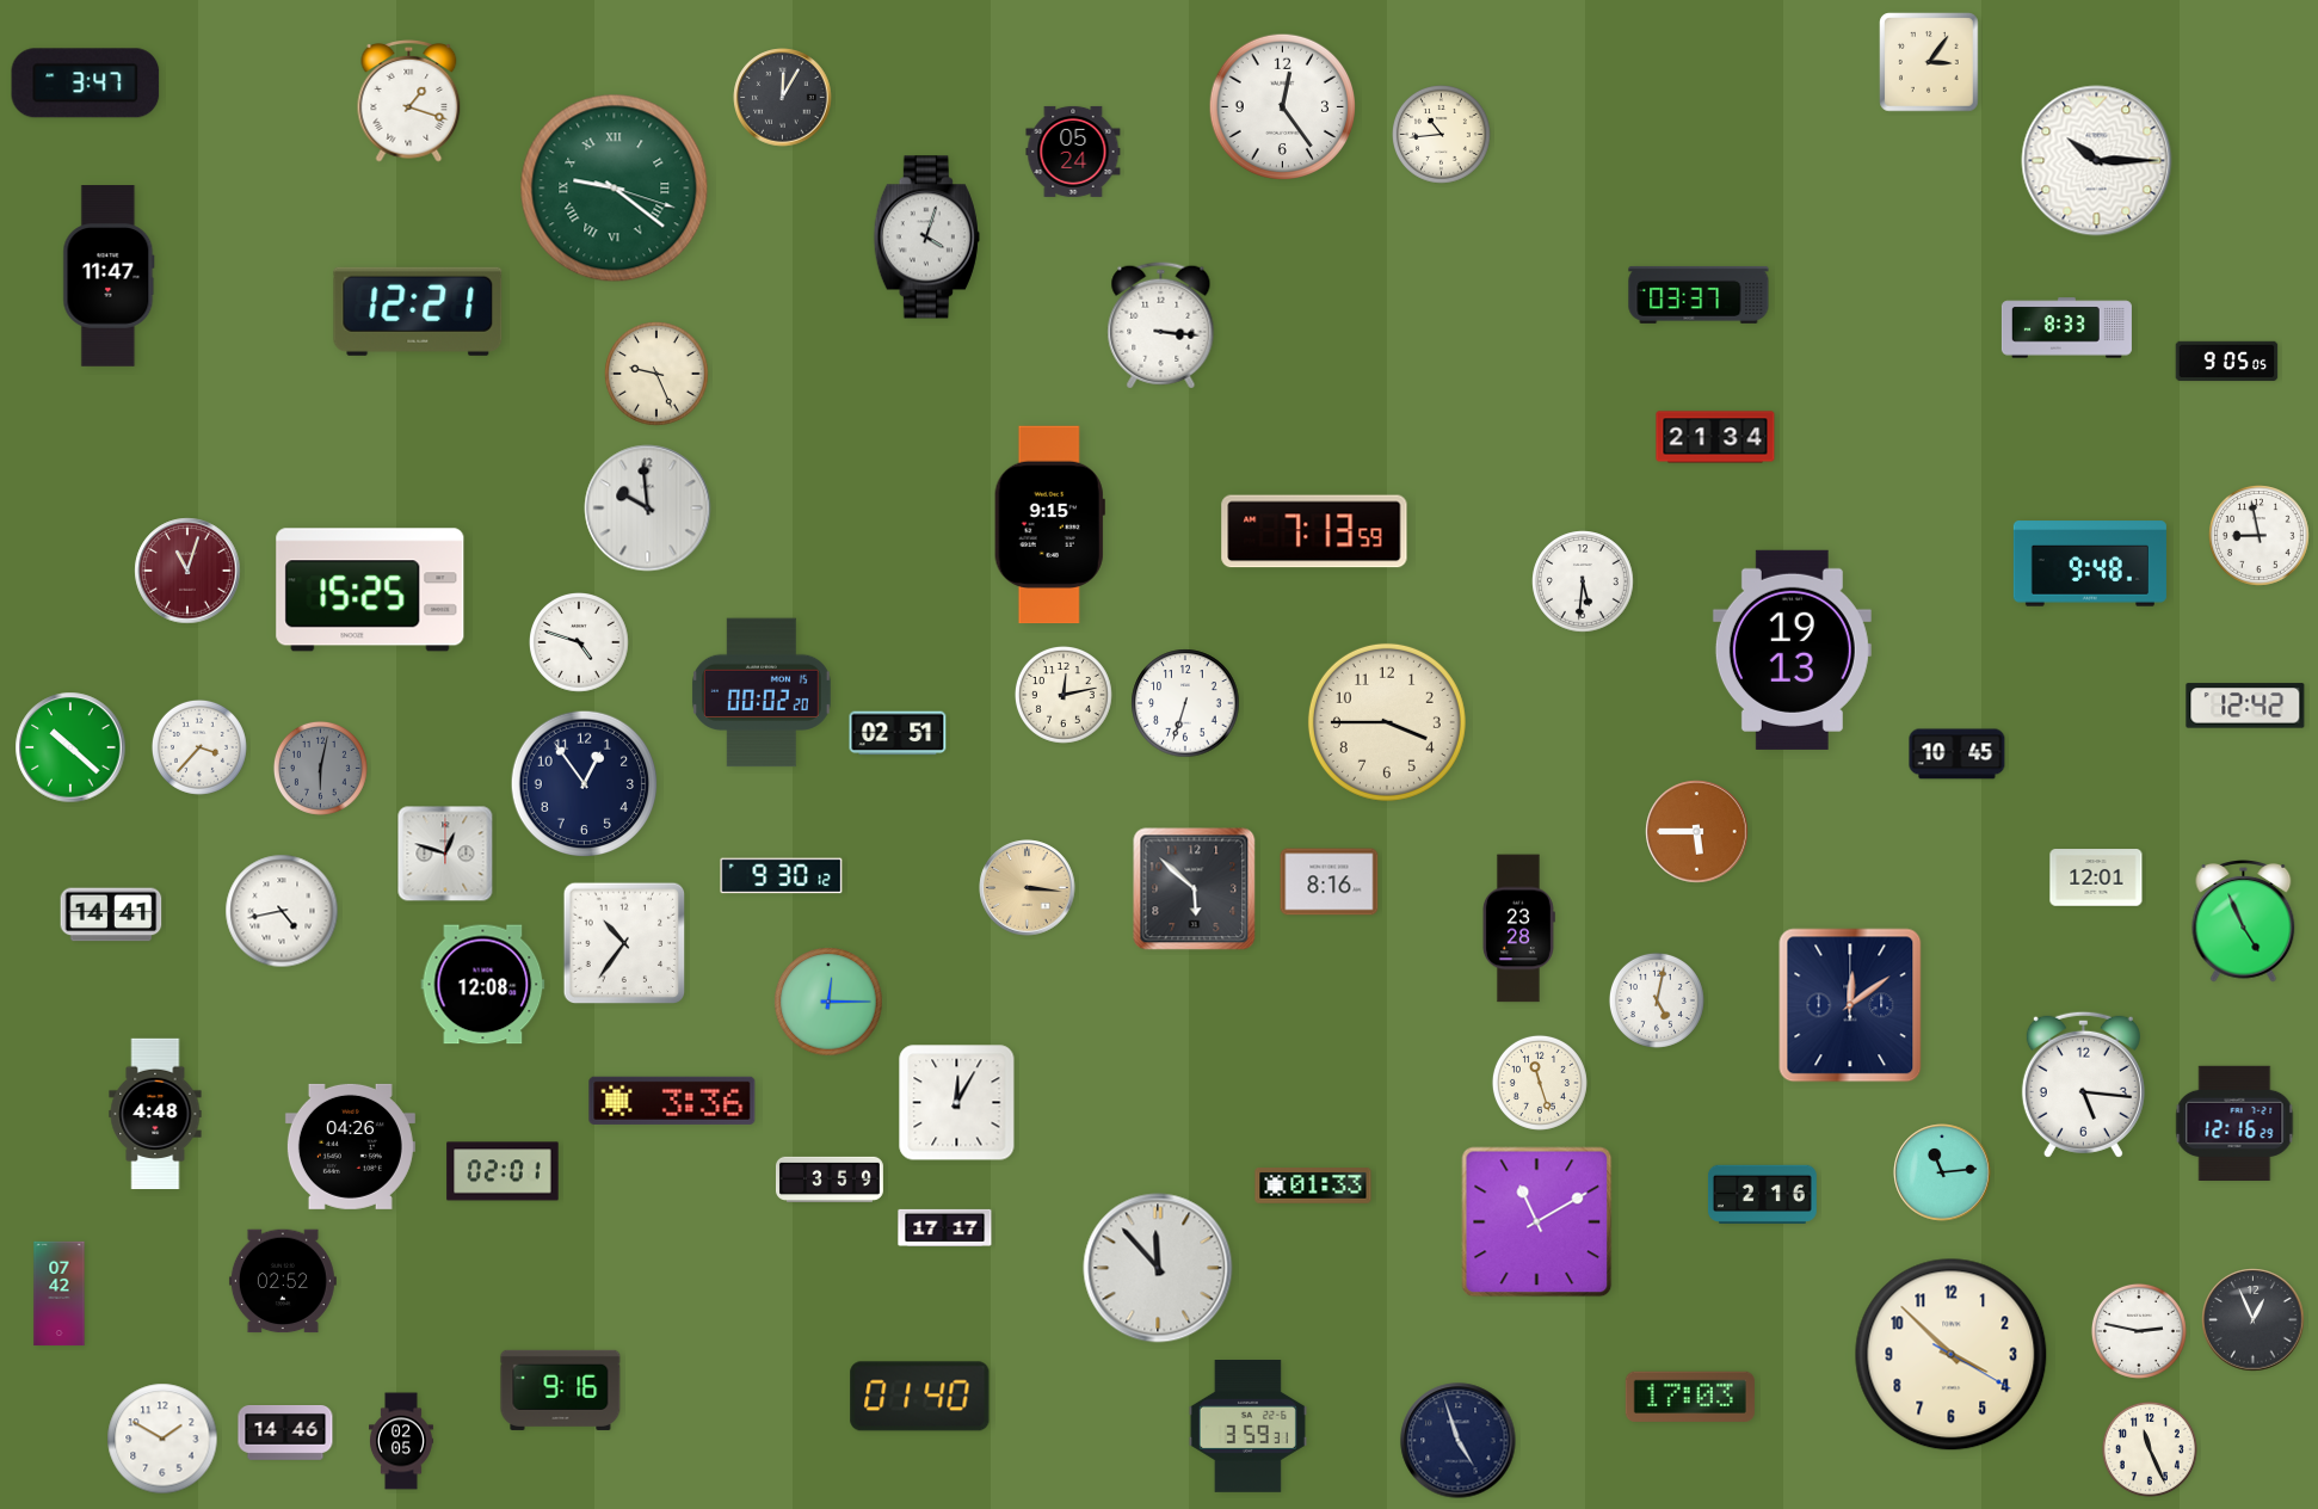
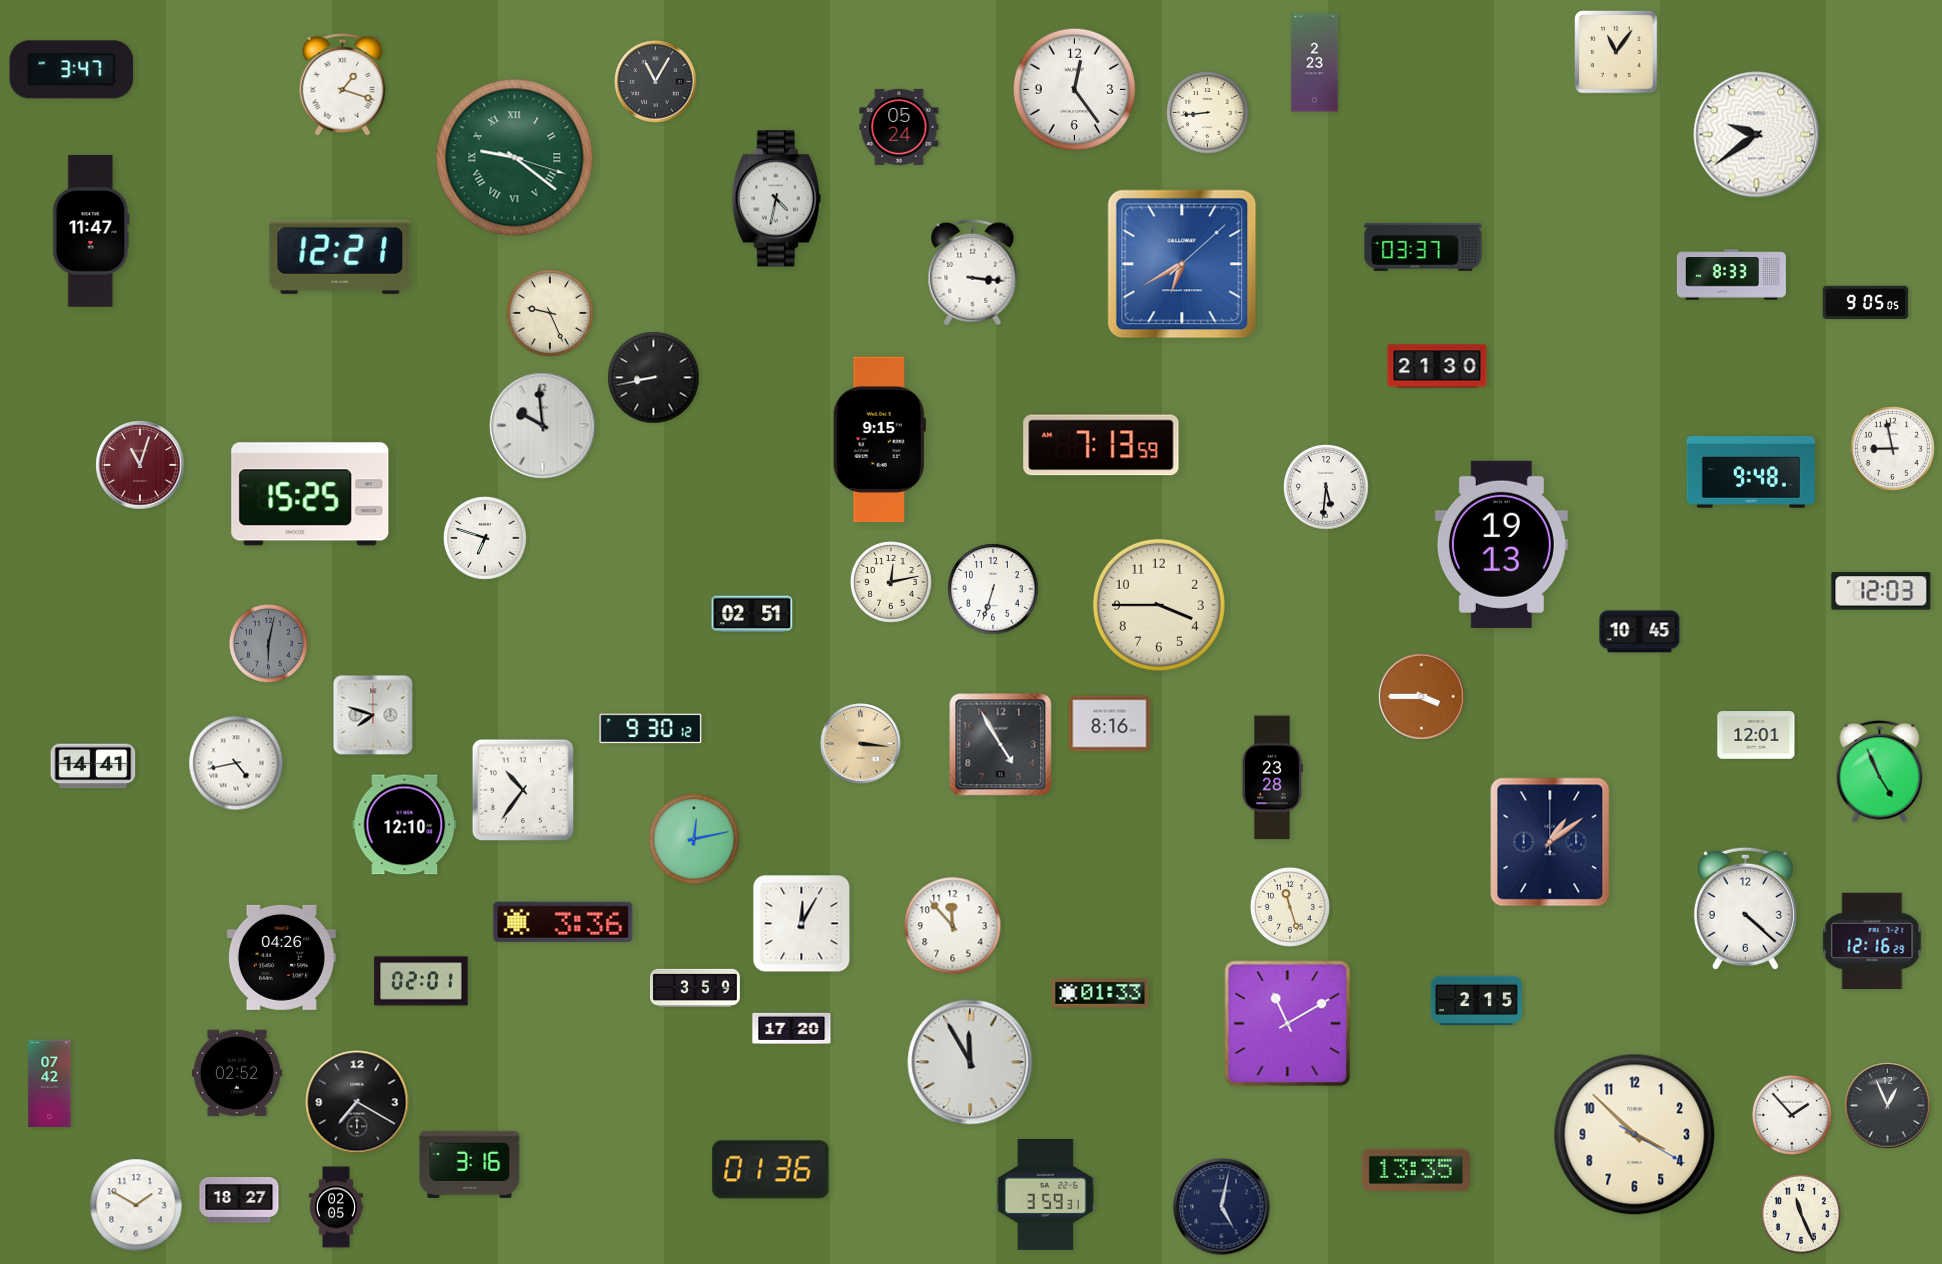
clock at (1929, 62): 3:06 -> 11:06
clock at (1315, 63): none -> 2:23
clock at (783, 98): 12:05 -> 11:05
clock at (1442, 135): 10:44 -> 8:44
clock at (2097, 161): 10:15 -> 9:39
clock at (926, 238): 4:03 -> 4:32
clock at (418, 312) position: (418, 312) -> (340, 257)
clock at (1182, 264): none -> 6:40
clock at (1715, 437): 21:34 -> 21:30
clock at (654, 378): none -> 8:43
clock at (187, 571) position: (187, 571) -> (140, 465)
clock at (580, 643): 4:48 -> 6:48
clock at (762, 692): 00:02 -> none
clock at (2245, 706): 12:42 -> 12:03
clock at (1387, 722) position: (1387, 722) -> (1159, 605)
clock at (70, 747): 10:22 -> none
clock at (199, 747): 3:37 -> none
clock at (585, 784): 12:54 -> none
clock at (1697, 832): 5:45 -> 3:45
clock at (445, 854): 12:48 -> 7:48
clock at (782, 876) position: (782, 876) -> (651, 729)
clock at (1330, 882) position: (1330, 882) -> (1110, 724)
clock at (1195, 889): 5:52 -> 4:55
clock at (483, 985): 12:08 -> 12:10
clock at (1657, 1000): 5:02 -> none
clock at (828, 1002): 12:15 -> 12:13
clock at (1850, 1005): 12:09 -> 1:09
clock at (2083, 1084): 5:16 -> 4:22
clock at (953, 926): none -> 11:53
clock at (155, 1114): 4:48 -> none
clock at (350, 1146) position: (350, 1146) -> (281, 957)
clock at (1942, 1172): 11:14 -> none
clock at (1762, 1194): 2:16 -> 2:15
clock at (945, 1227): 17:17 -> 17:20
clock at (1158, 1268): 11:53 -> 11:55
clock at (357, 1102): none -> 7:20
clock at (2139, 1331): 2:47 -> 1:53
clock at (561, 1390): 9:16 -> 3:16
clock at (920, 1397): 01:40 -> 01:36
clock at (1690, 1397): 17:03 -> 13:35
clock at (285, 1434): 14:46 -> 18:27
clock at (1459, 1441): 4:57 -> 5:02
